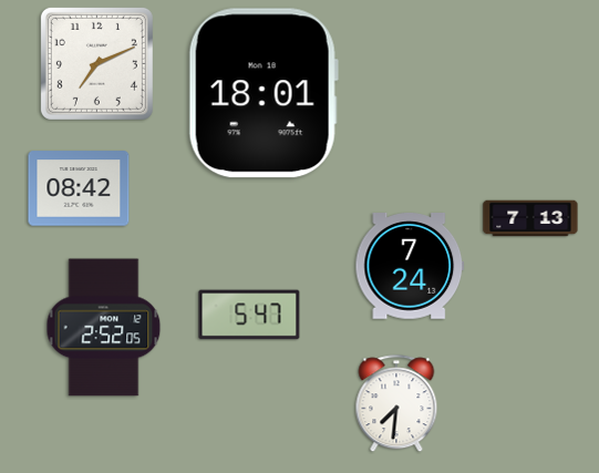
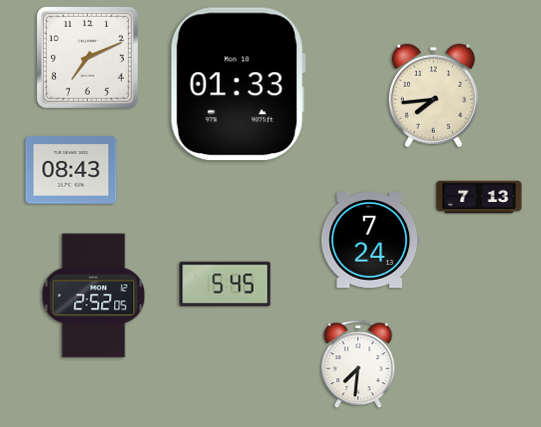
clock at (264, 93): 18:01 -> 01:33
clock at (433, 96): none -> 7:44
clock at (79, 188): 08:42 -> 08:43
clock at (249, 315): 5:47 -> 5:45
